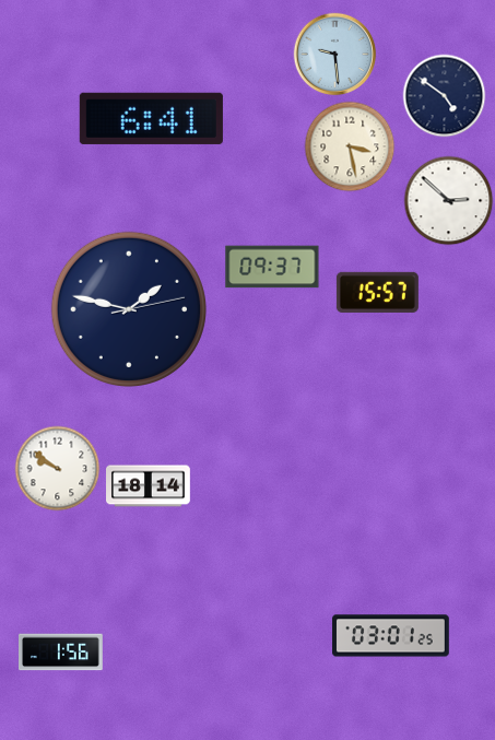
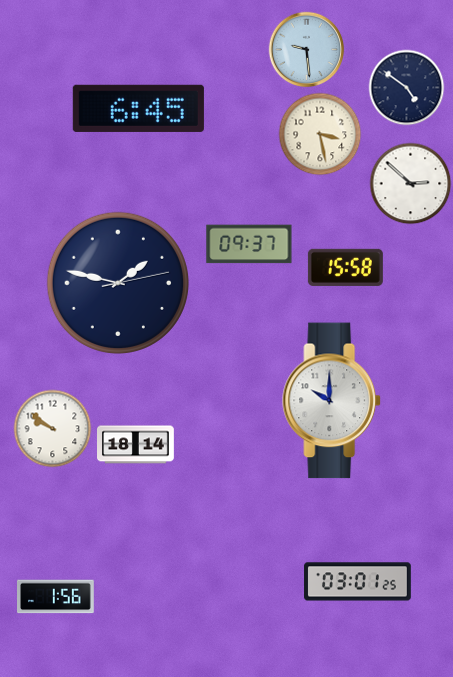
clock at (151, 118): 6:41 -> 6:45
clock at (377, 292): 15:57 -> 15:58
clock at (332, 401): none -> 10:00
